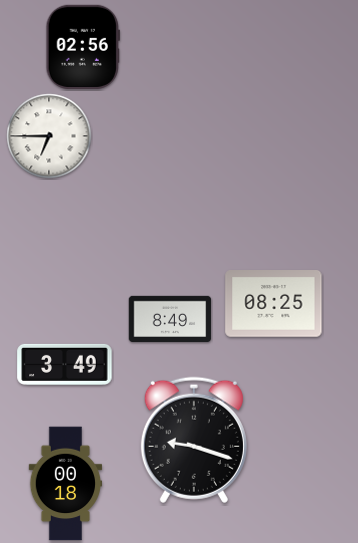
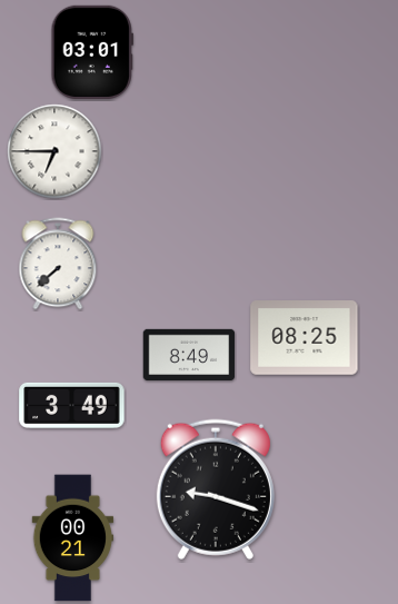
clock at (83, 47): 02:56 -> 03:01
clock at (58, 264): none -> 7:38
clock at (66, 484): 00:18 -> 00:21
